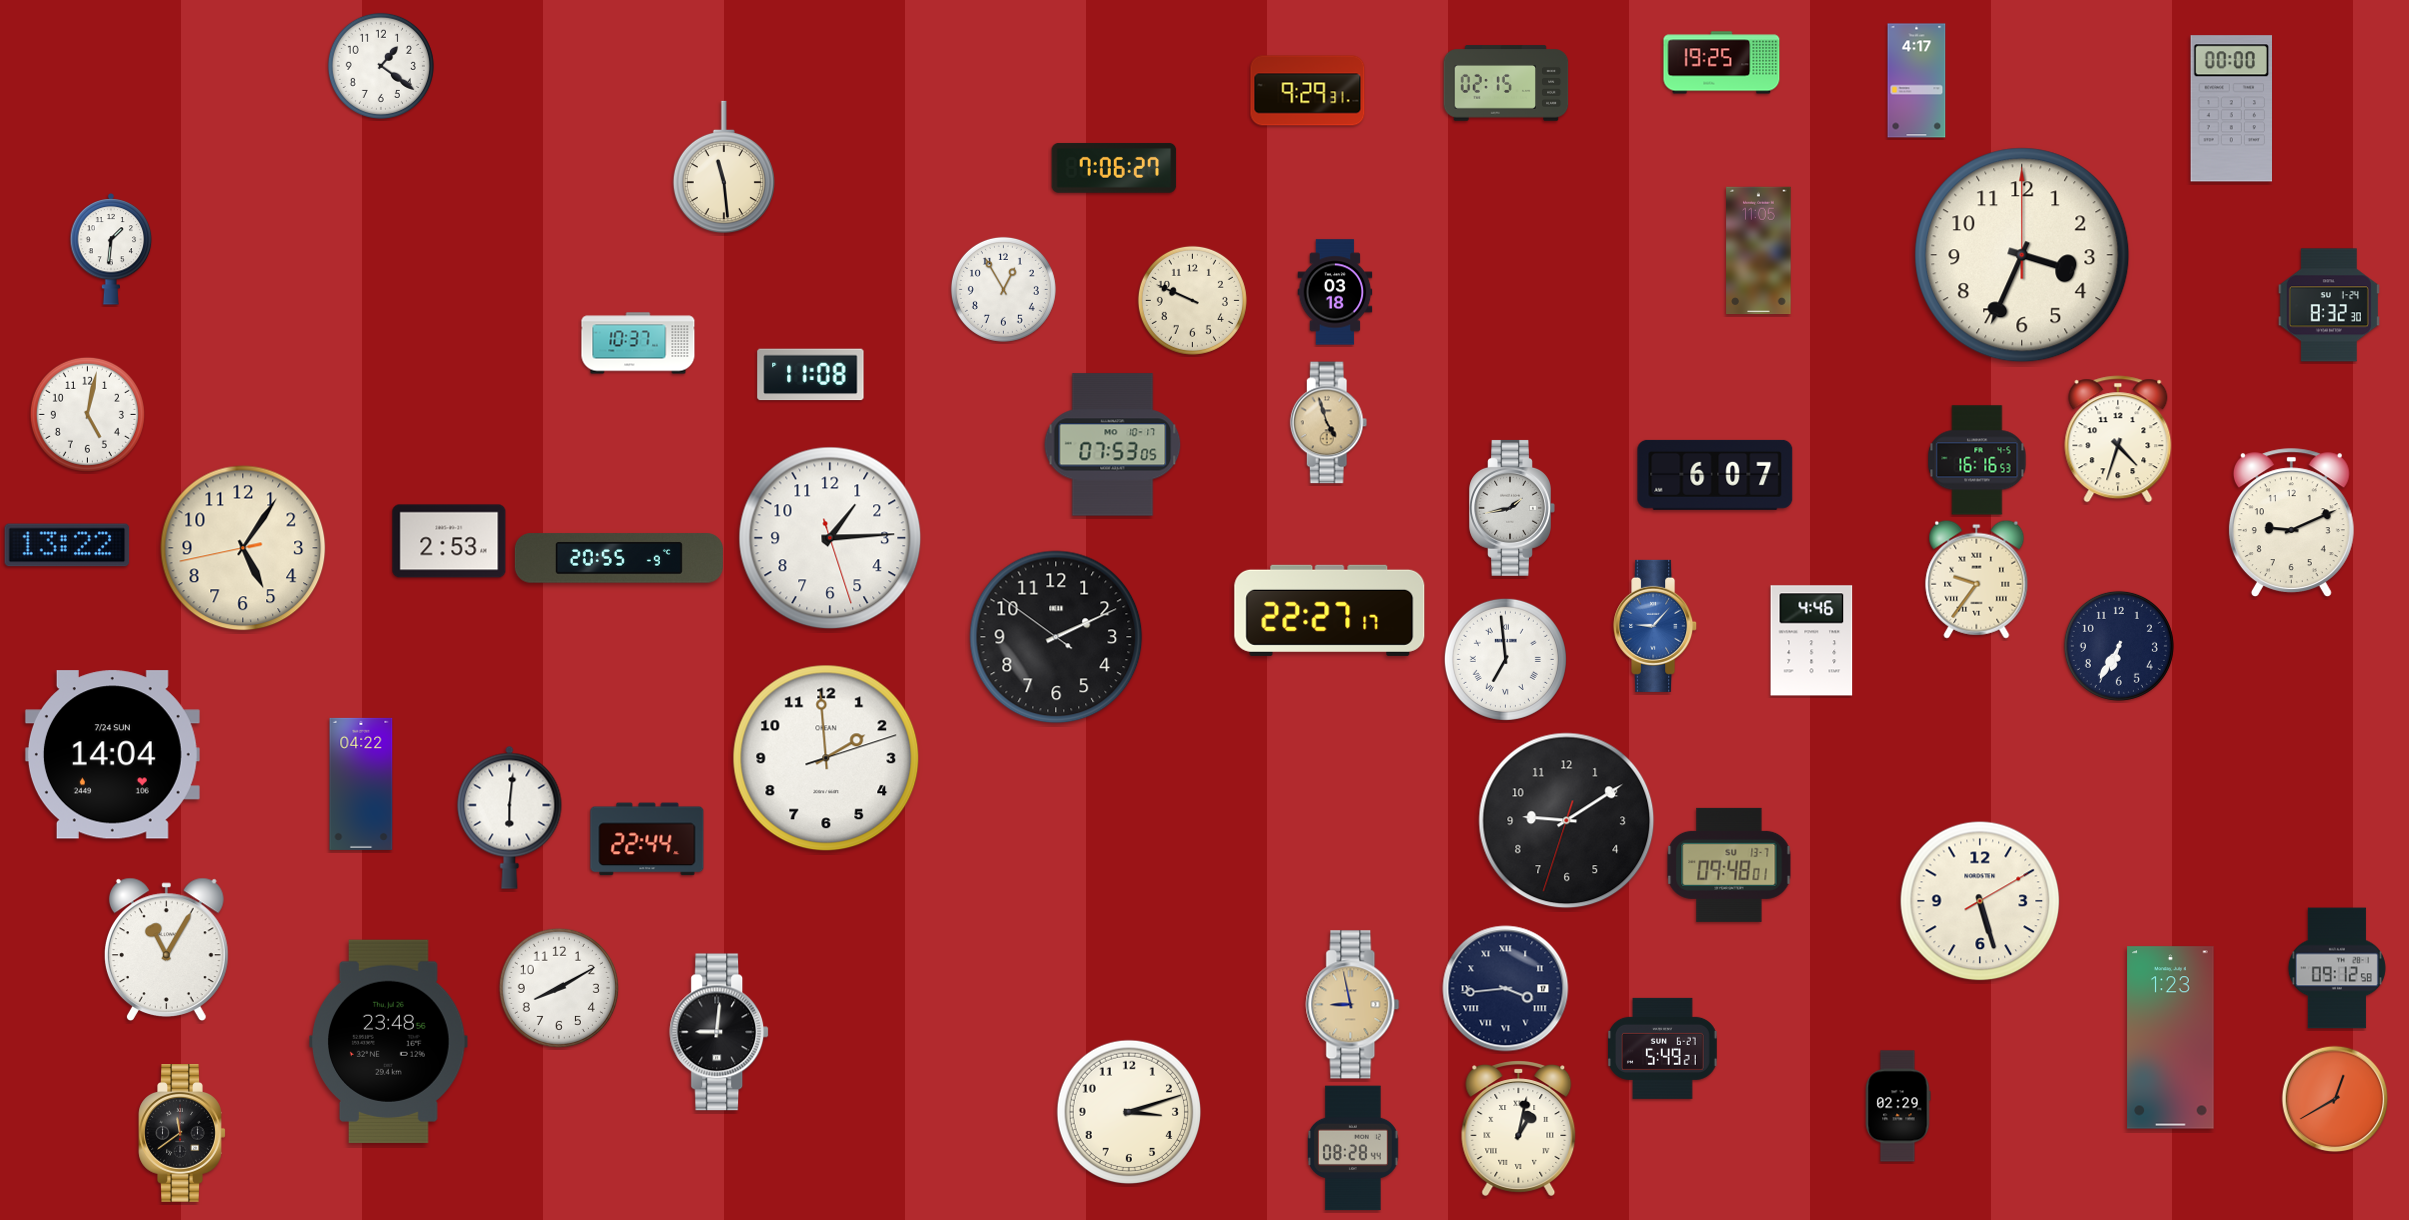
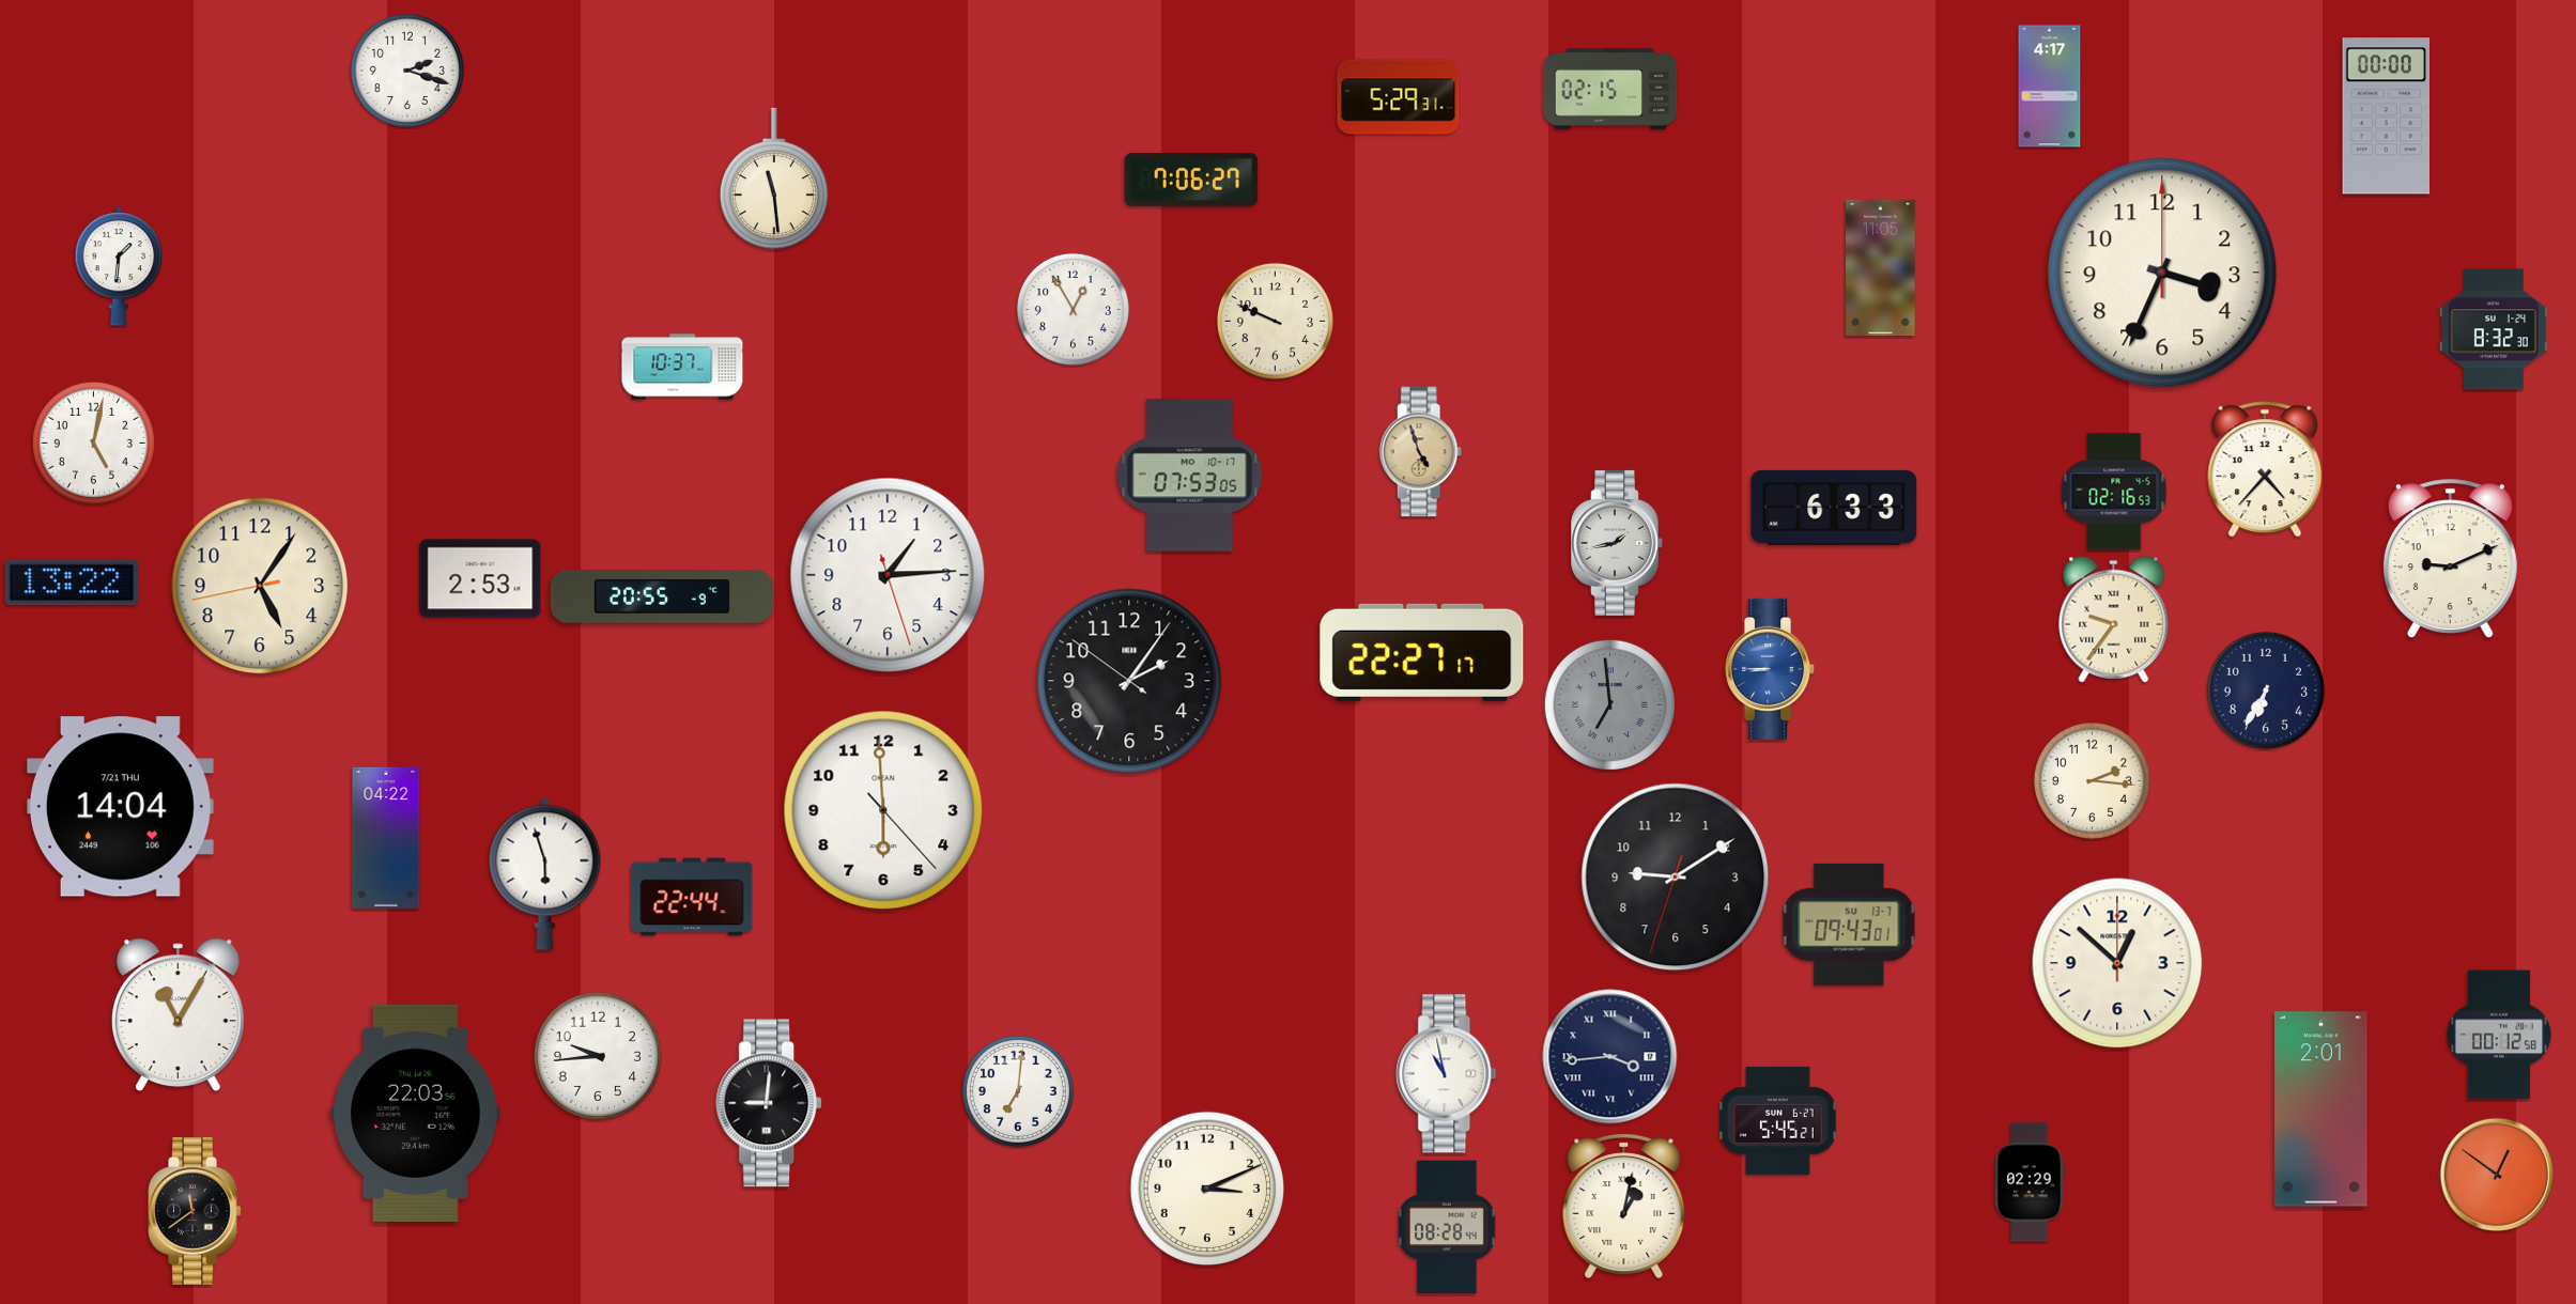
clock at (1722, 63): 19:25 -> none
clock at (381, 66): 1:21 -> 2:18
clock at (1308, 91): 9:29 -> 5:29
clock at (1335, 292): 03:18 -> none
clock at (2329, 305) position: (2329, 305) -> (2494, 329)
clock at (811, 375): 11:08 -> none
clock at (2118, 439): 4:33 -> 4:37
clock at (1977, 460): 16:16 -> 02:16
clock at (1715, 475): 6:07 -> 6:33
clock at (1656, 626): 9:07 -> 8:45
clock at (1056, 637): 2:10 -> 2:05
clock at (1812, 641): 4:46 -> none
clock at (1505, 659) dial: white -> grey
clock at (2092, 780): none -> 2:16
clock at (112, 755) date: 7/24 SUN -> 7/21 THU
clock at (826, 758): 1:59 -> 5:59
clock at (510, 817): 6:01 -> 5:57
clock at (1729, 865): 09:48 -> 09:43
clock at (1980, 901): 5:27 -> 12:52
clock at (2337, 968): 09:12 -> 00:12
clock at (559, 988): 8:10 -> 9:44
clock at (1353, 1005): 8:58 -> 10:58
clock at (1353, 1005) dial: champagne -> white
clock at (1018, 1091): none -> 7:01
clock at (2171, 1038): 1:23 -> 2:01
clock at (389, 1041): 23:48 -> 22:03
clock at (1663, 1048): 5:49 -> 5:45
clock at (2335, 1099): 12:40 -> 12:51
clock at (1129, 1112): 3:12 -> 3:11
